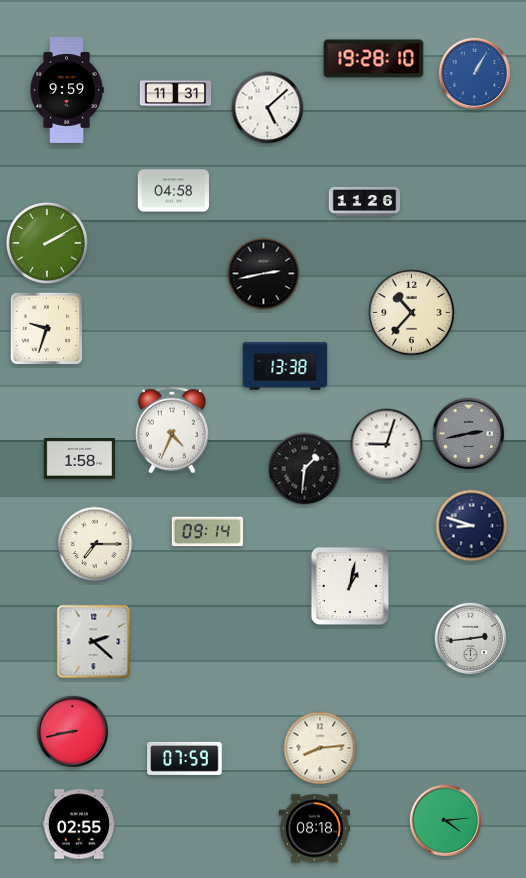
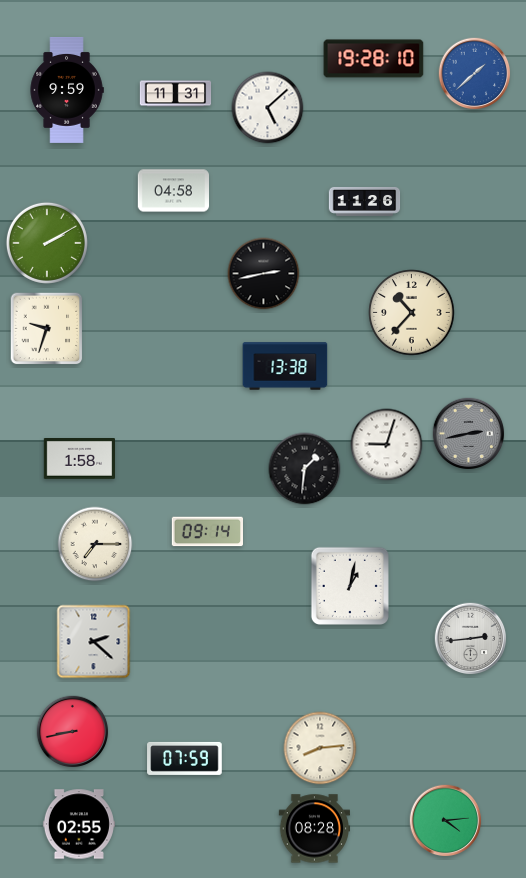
clock at (475, 74): 1:05 -> 1:38
clock at (172, 430): 4:34 -> none
clock at (472, 526): 8:48 -> none
clock at (314, 829): 08:18 -> 08:28
